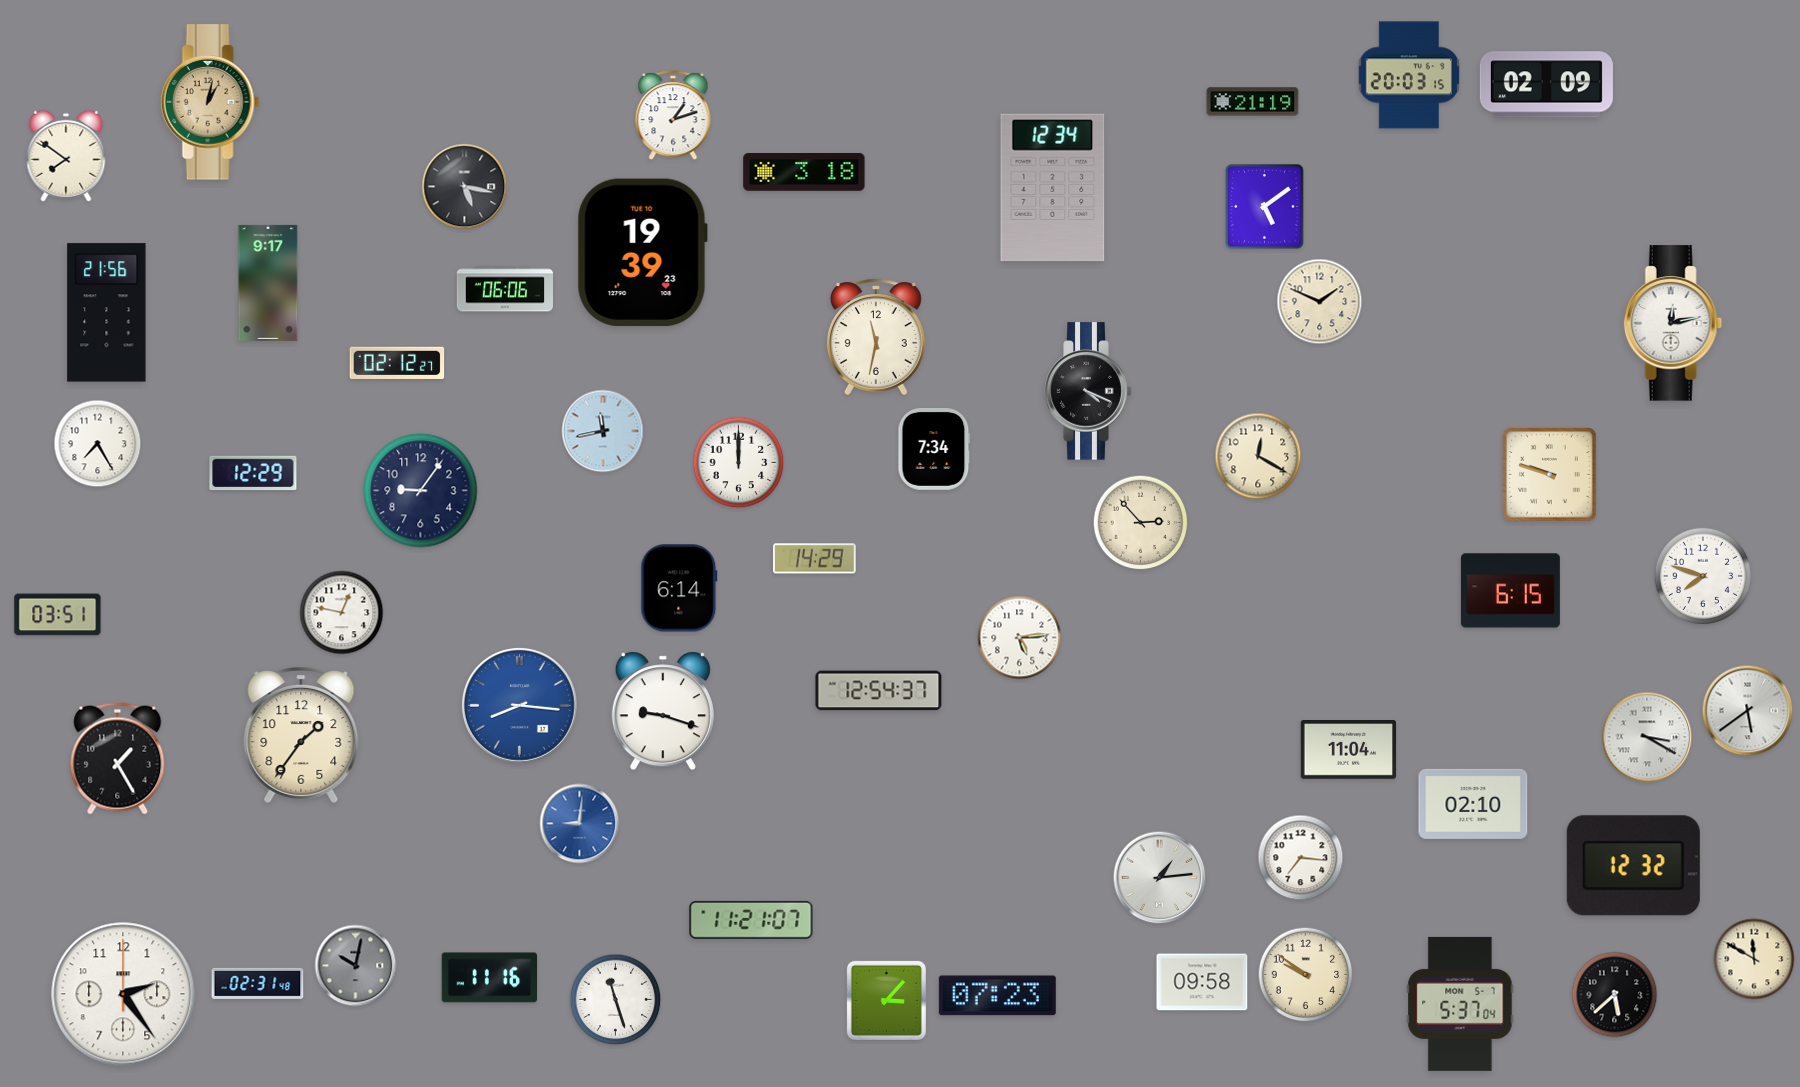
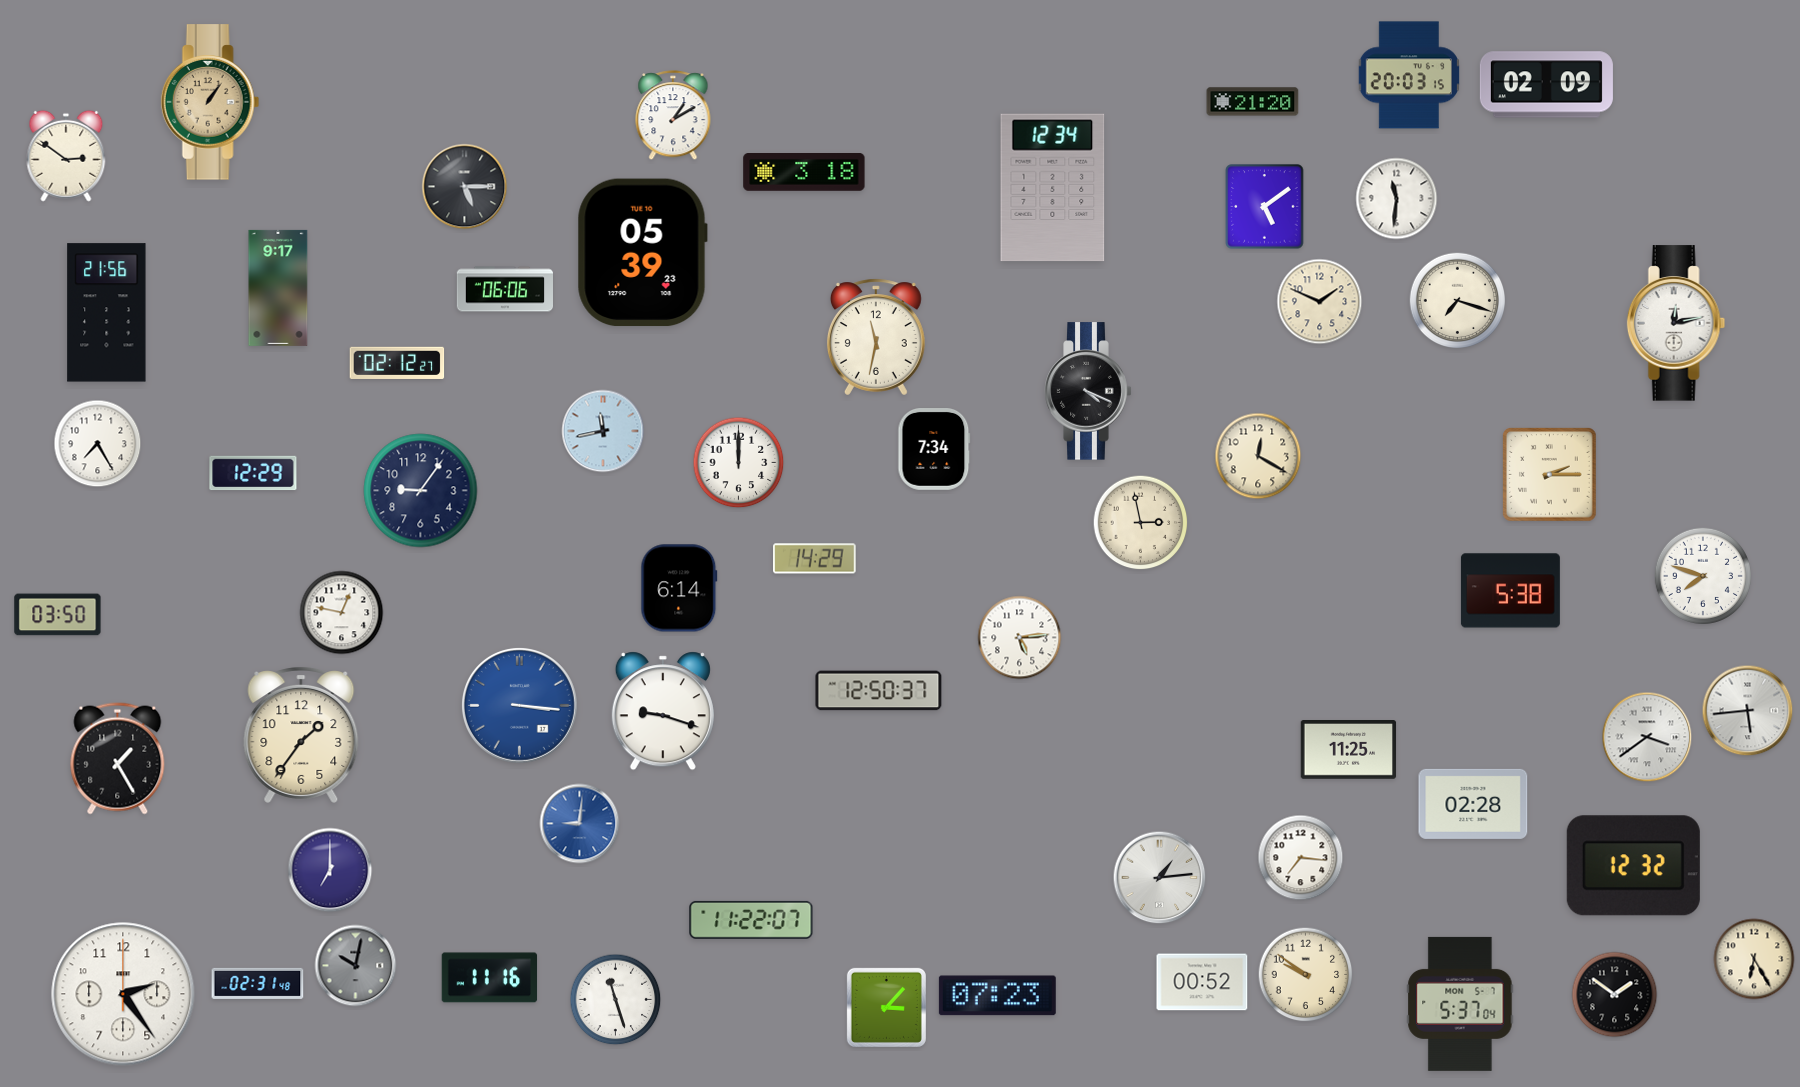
clock at (210, 102): 1:02 -> 1:06
clock at (1253, 102): 21:19 -> 21:20
clock at (673, 116): 1:12 -> 1:10
clock at (66, 156): 7:51 -> 2:51
clock at (465, 187): 5:17 -> 5:15
clock at (1397, 199): none -> 11:31
clock at (642, 253): 19:39 -> 05:39
clock at (268, 283) position: (268, 283) -> (278, 288)
clock at (1457, 300): none -> 7:18
clock at (1673, 323) position: (1673, 323) -> (1676, 323)
clock at (1550, 475): 9:48 -> 2:15
clock at (1141, 523): 2:53 -> 2:58
clock at (1510, 591): 6:15 -> 5:38
clock at (58, 615): 03:51 -> 03:50
clock at (879, 691): 12:54 -> 12:50
clock at (519, 705): 8:16 -> 3:16
clock at (1748, 711): 5:39 -> 5:44
clock at (1647, 737): 3:20 -> 3:39
clock at (1349, 750): 11:04 -> 11:25
clock at (1473, 804): 02:10 -> 02:28
clock at (330, 870): none -> 7:00
clock at (751, 920): 11:21 -> 11:22
clock at (1754, 959): 11:50 -> 6:25
clock at (1202, 982): 09:58 -> 00:52
clock at (1615, 995): 5:38 -> 1:51
clock at (886, 1000) position: (886, 1000) -> (886, 1007)
